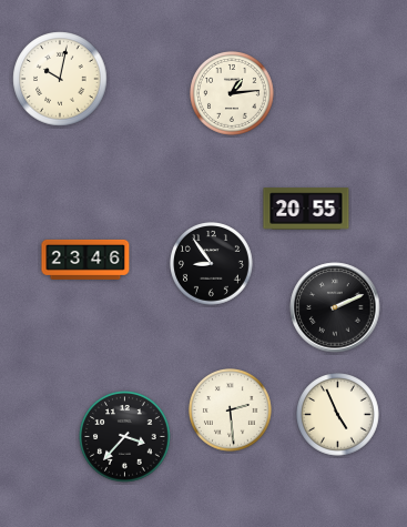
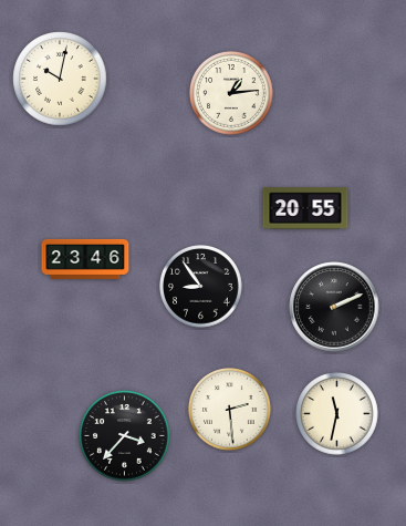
clock at (212, 264) position: (212, 264) -> (201, 287)
clock at (338, 415): 4:56 -> 11:32
